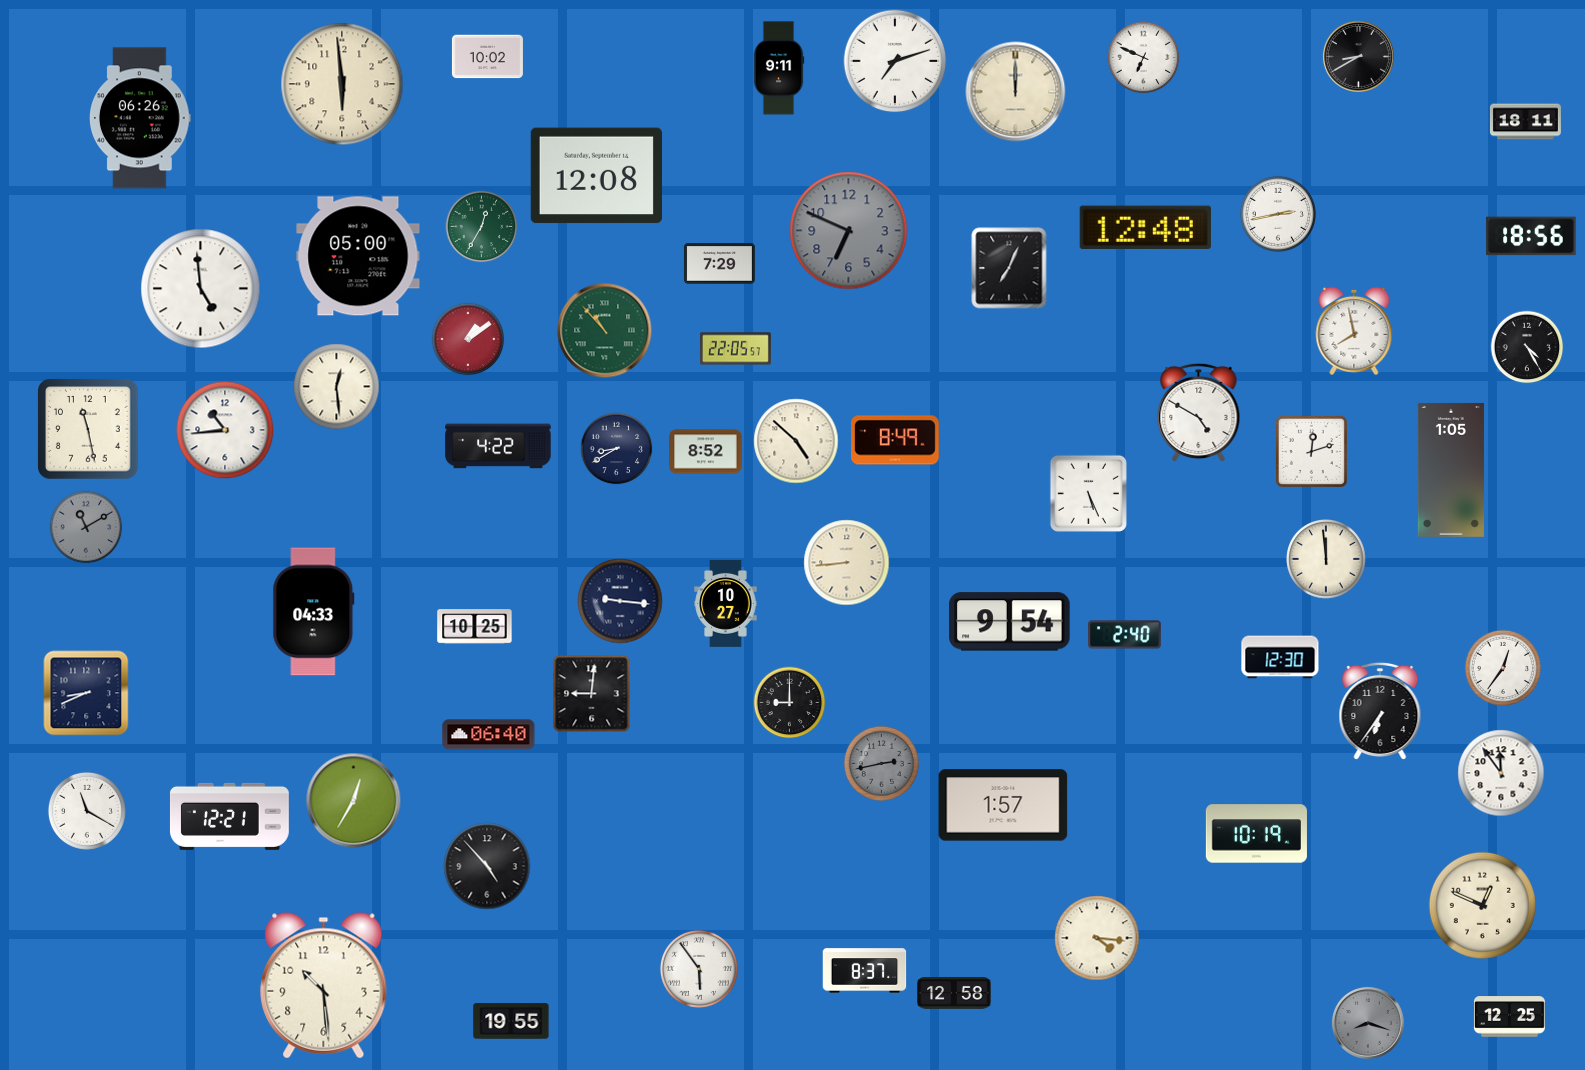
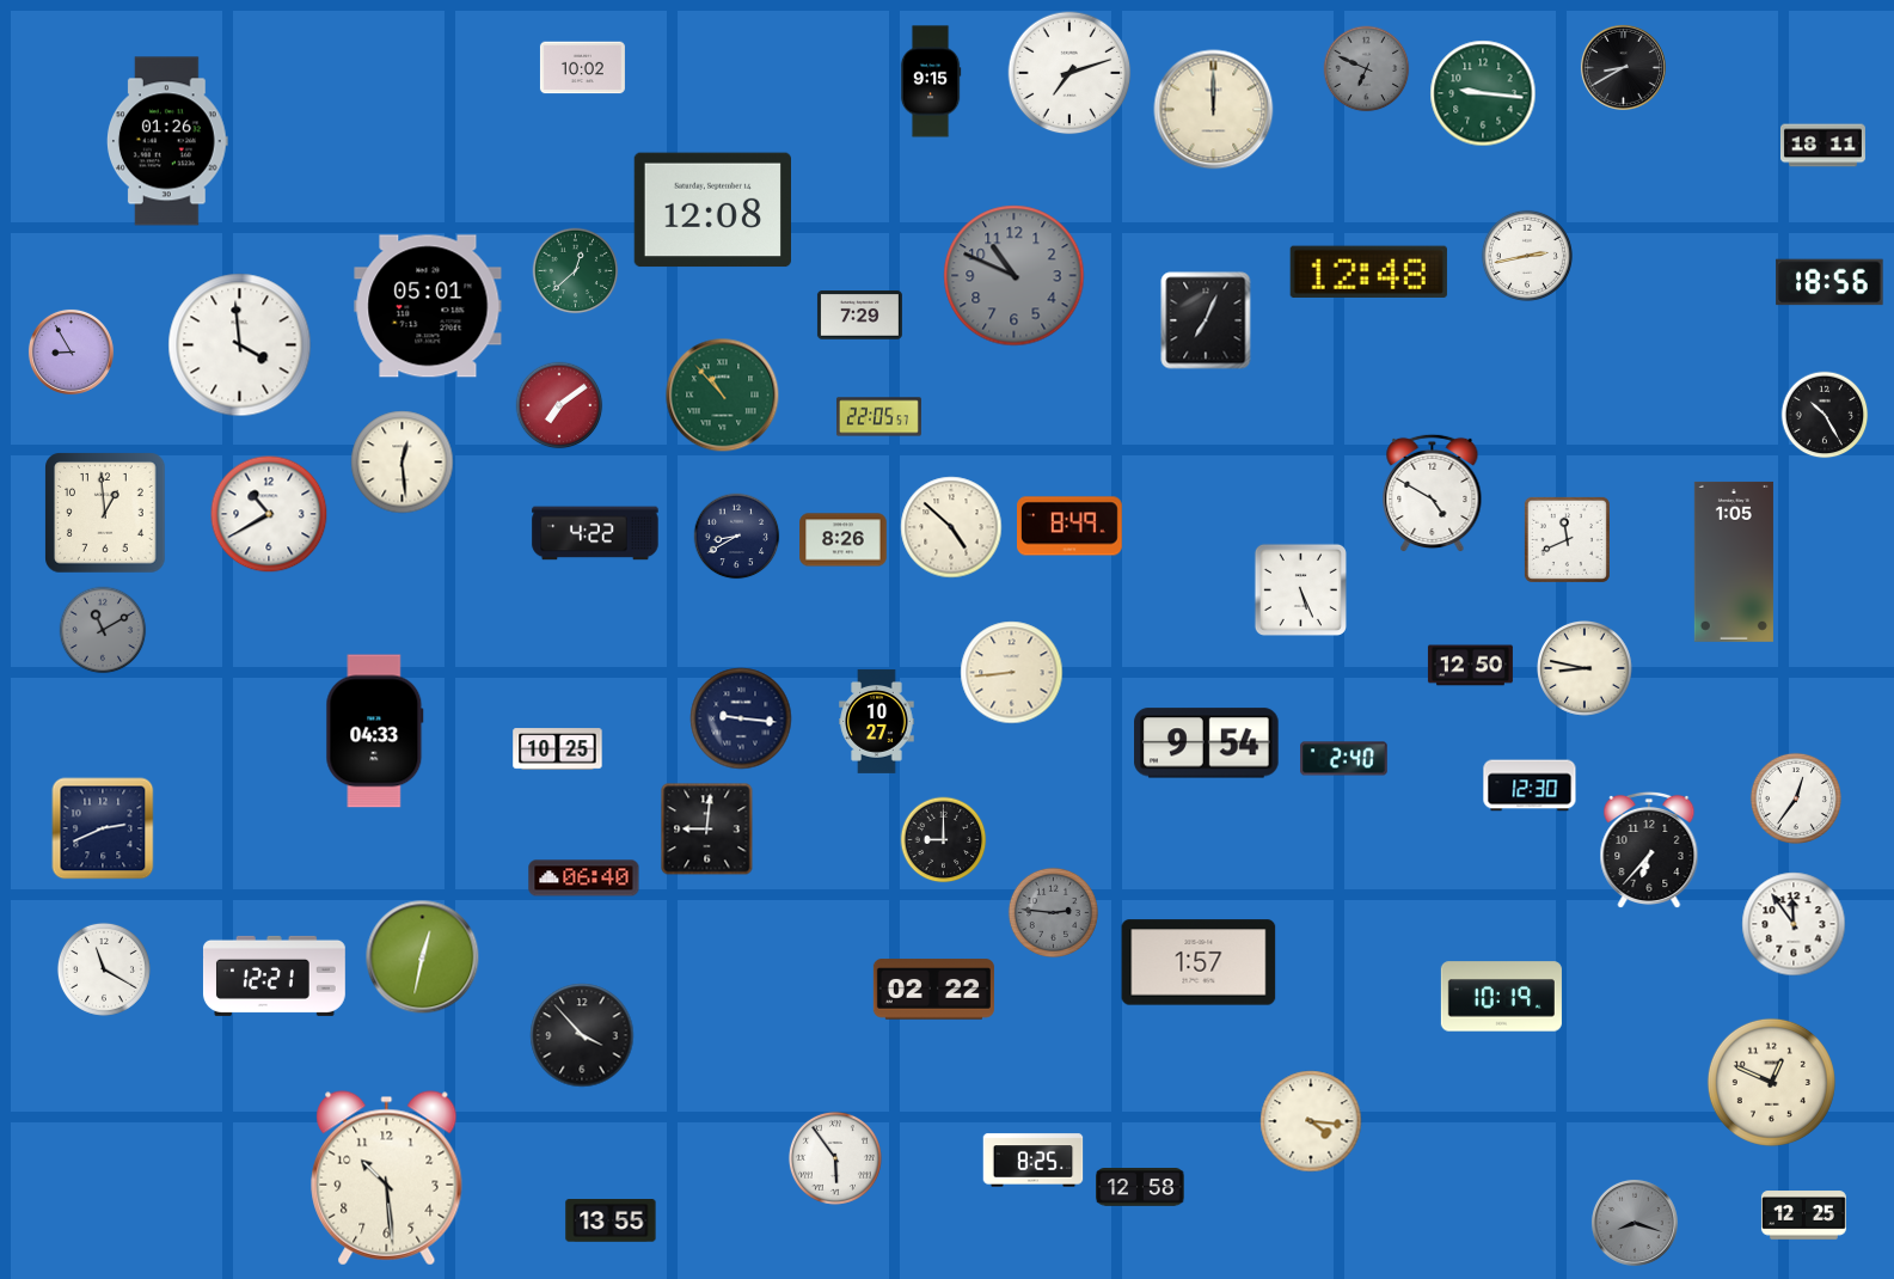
clock at (1144, 58) dial: white -> grey
clock at (779, 68): 9:11 -> 9:15
clock at (1483, 93): none -> 9:16
clock at (342, 84): 5:59 -> none
clock at (140, 118): 06:26 -> 01:26
clock at (482, 227): 12:35 -> 12:38
clock at (849, 231): 6:49 -> 10:49
clock at (358, 256): 05:00 -> 05:01
clock at (201, 289): 4:59 -> 3:59
clock at (71, 351): none -> 8:55
clock at (1354, 331): 7:58 -> none
clock at (468, 339): 1:09 -> 7:09
clock at (1527, 347): 4:25 -> 10:25
clock at (88, 429): 11:28 -> 12:59
clock at (225, 430): 10:44 -> 10:40
clock at (1311, 451): 12:12 -> 11:41
clock at (706, 452): 8:52 -> 8:26
clock at (1470, 666): none -> 12:50
clock at (1327, 560): 11:59 -> 8:47
clock at (726, 603) position: (726, 603) -> (877, 721)
clock at (475, 627) position: (475, 627) -> (558, 749)
clock at (86, 693): 8:41 -> 2:41
clock at (1380, 711): 6:36 -> 6:37
clock at (881, 763): 2:43 -> 2:46
clock at (354, 801): 12:35 -> 12:32
clock at (933, 990): none -> 02:22
clock at (487, 866): 4:53 -> 3:53
clock at (865, 971): 8:37 -> 8:25
clock at (511, 1021): 19:55 -> 13:55
